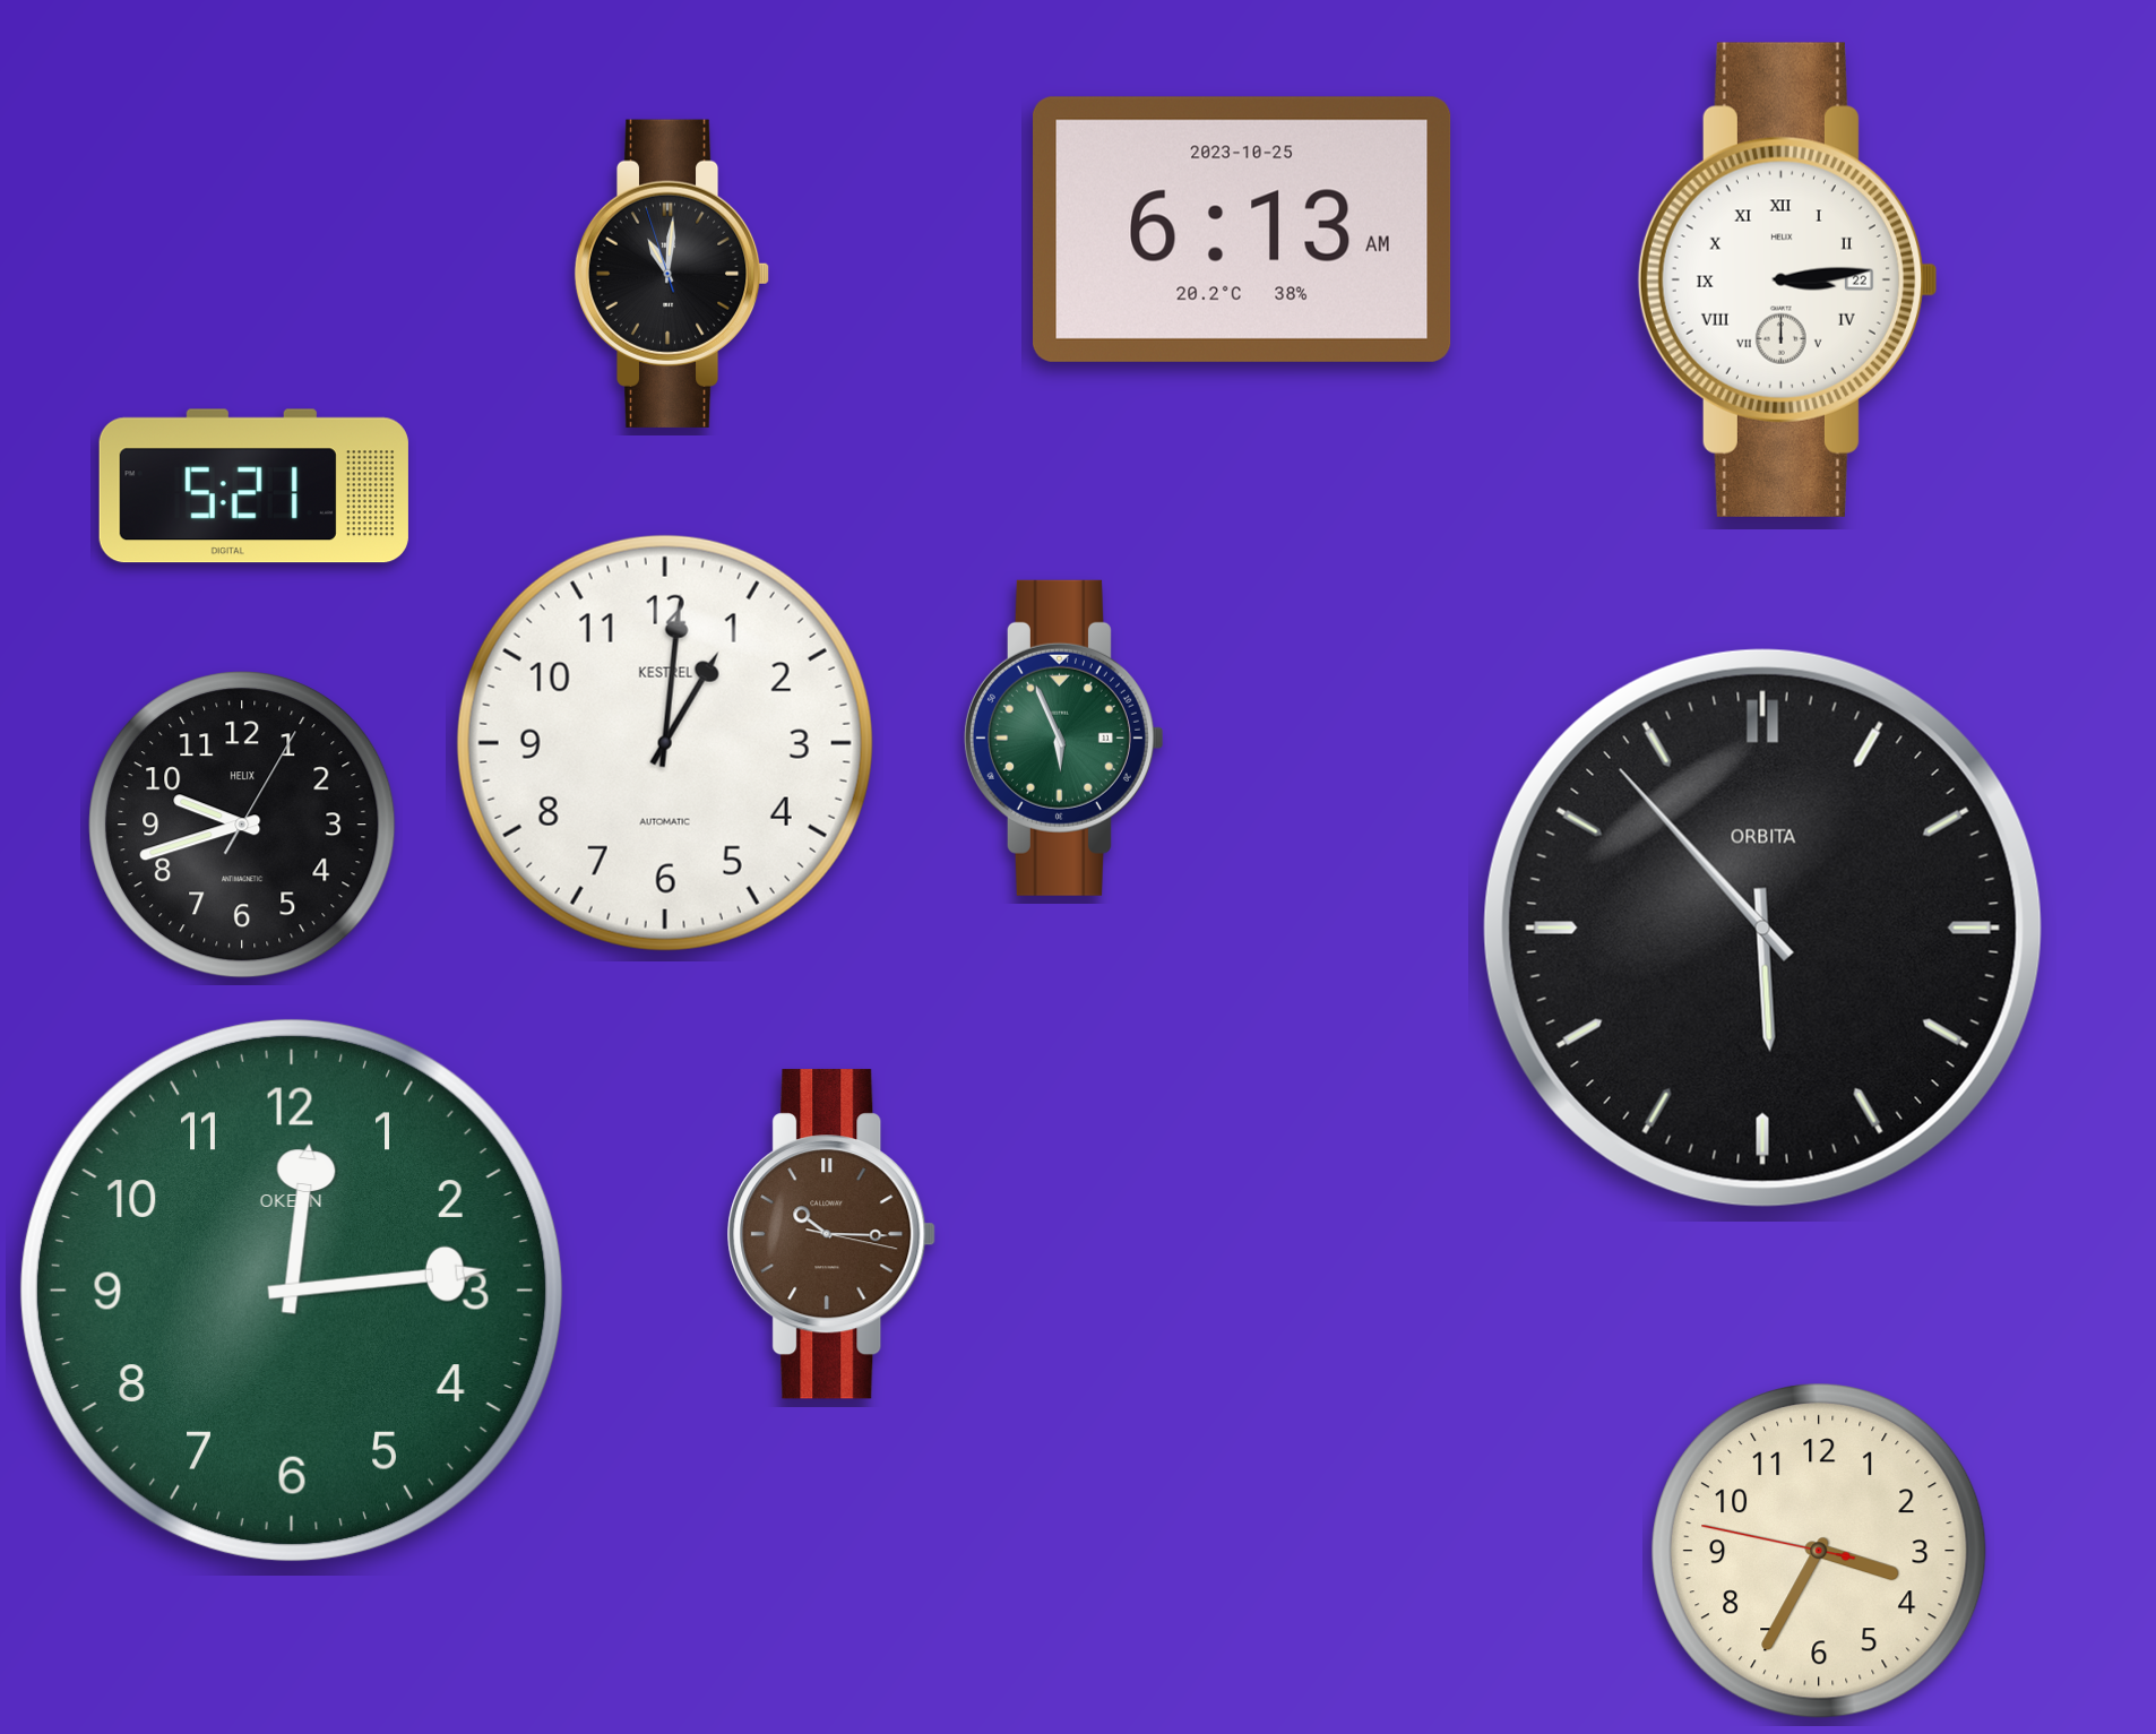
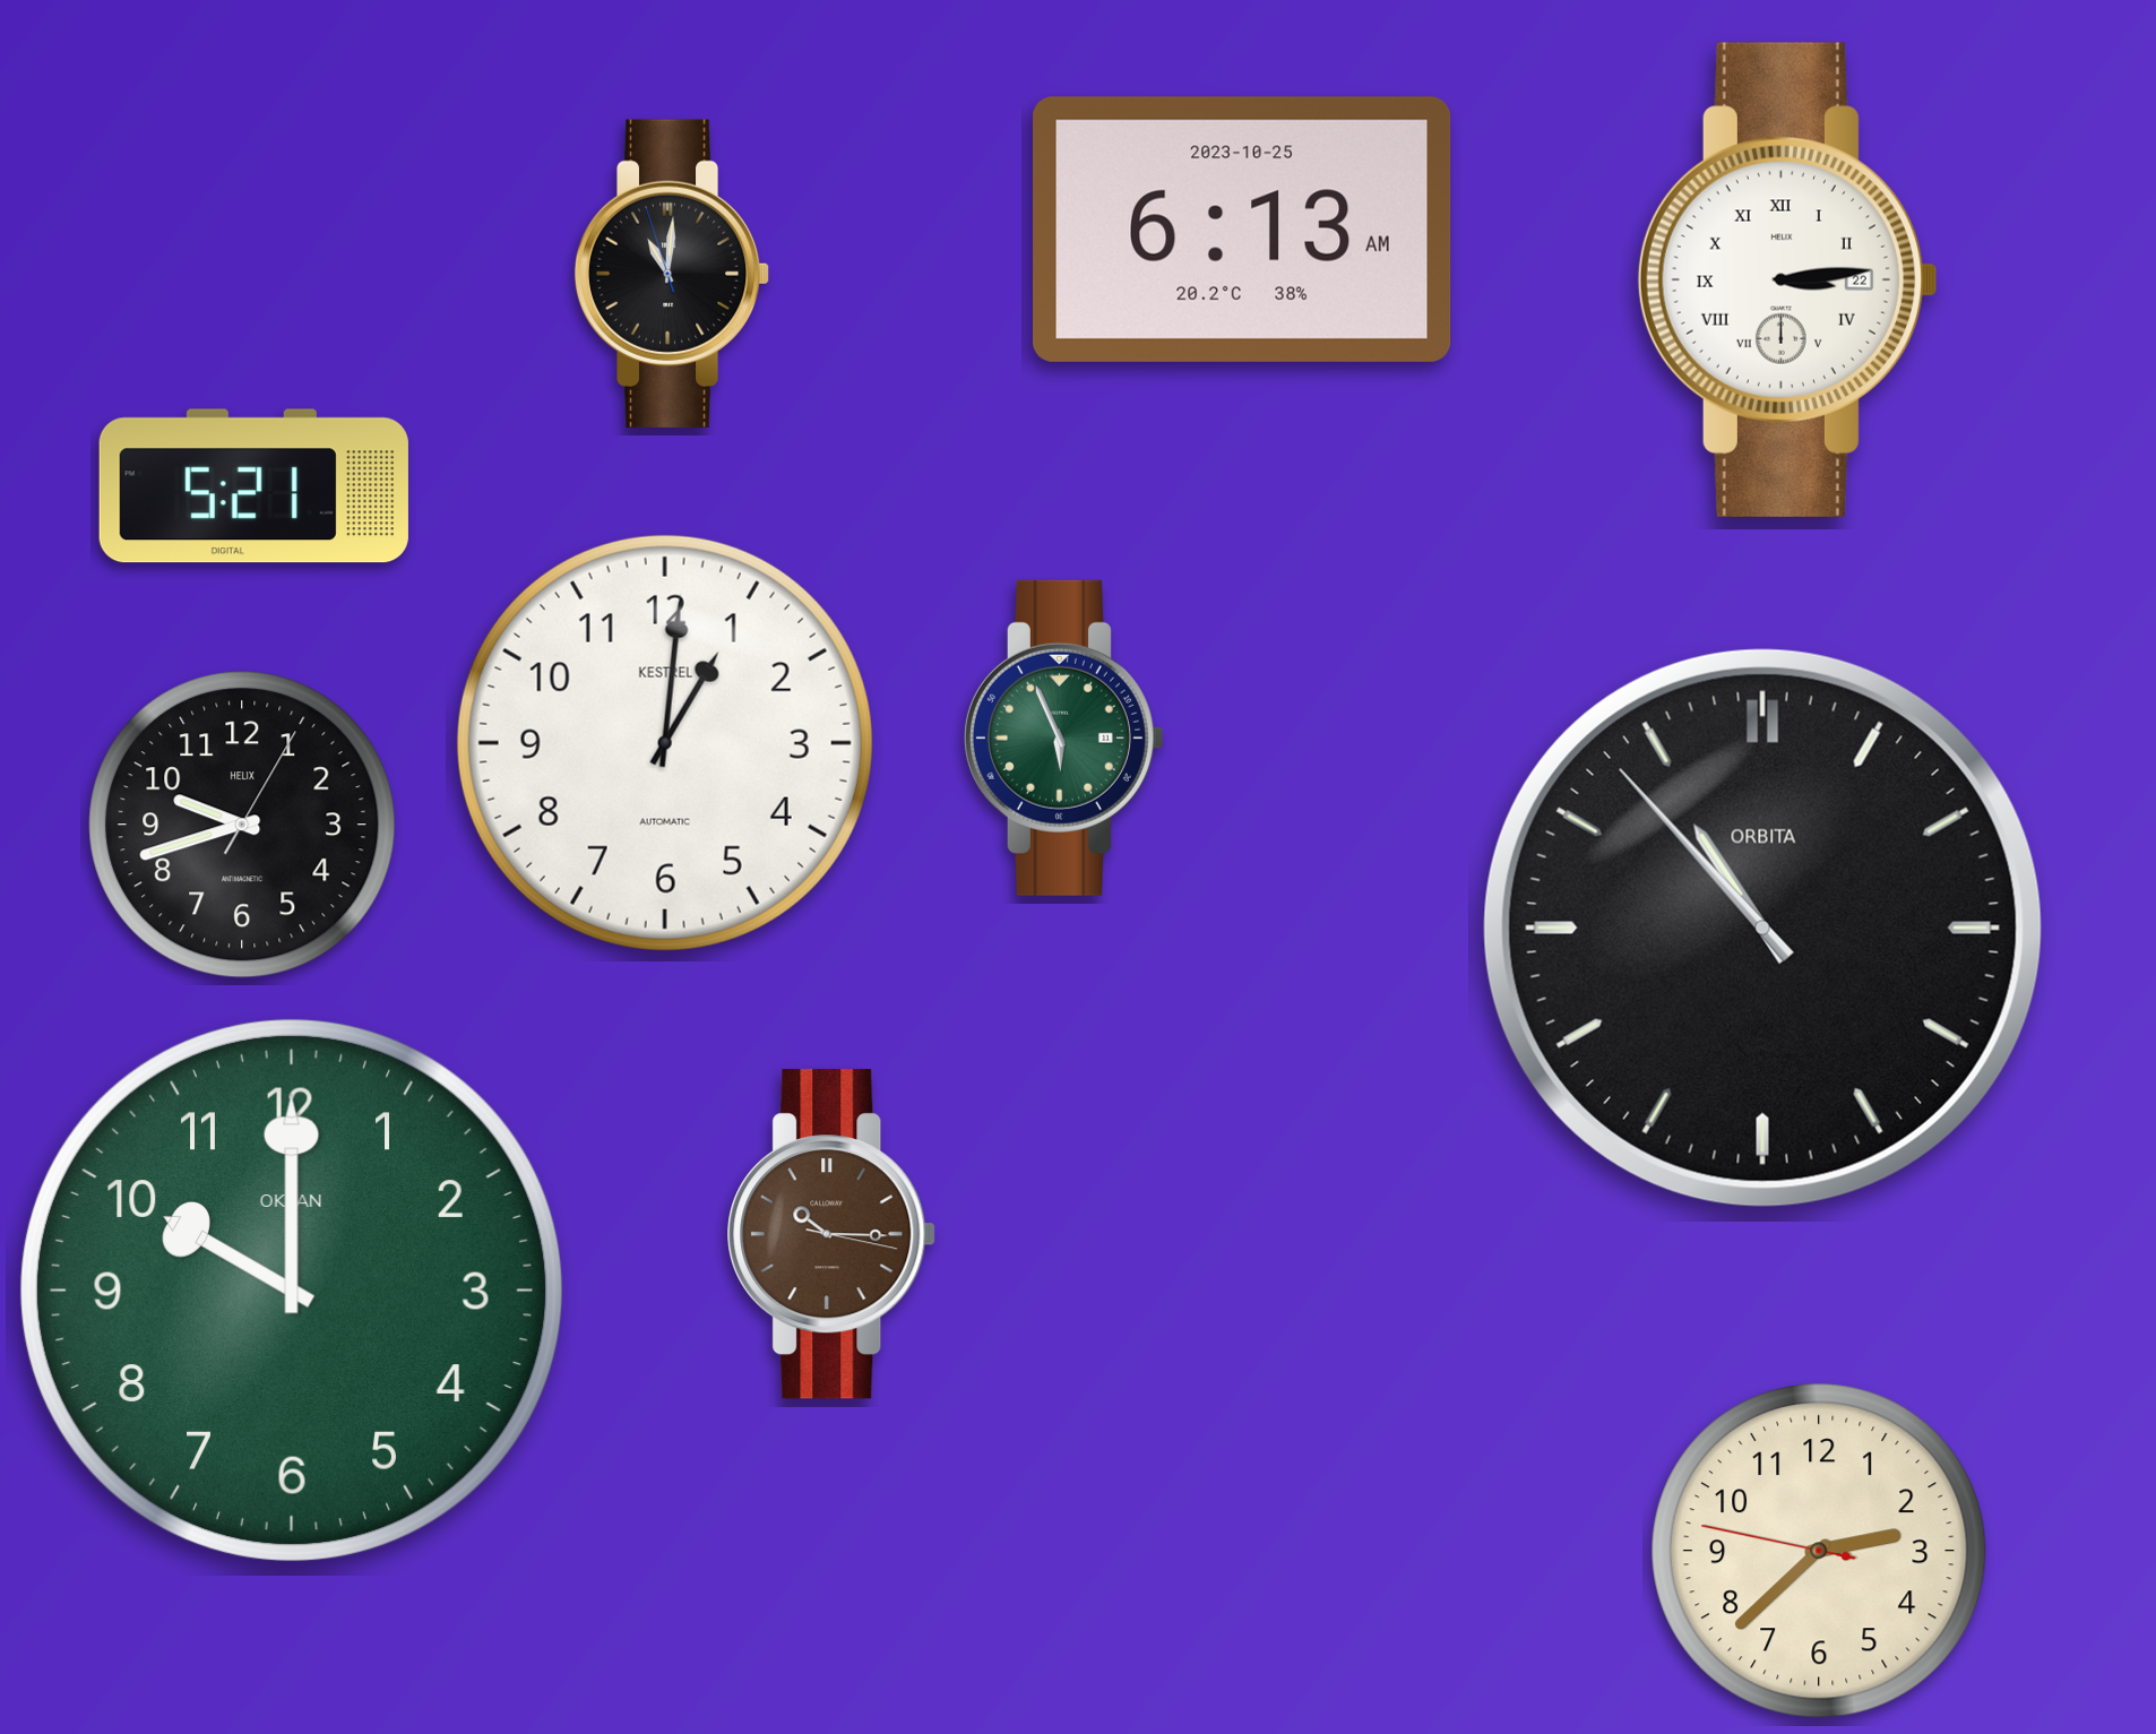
clock at (1762, 928): 5:53 -> 10:53
clock at (292, 1291): 12:14 -> 10:00
clock at (1819, 1551): 3:34 -> 2:37
